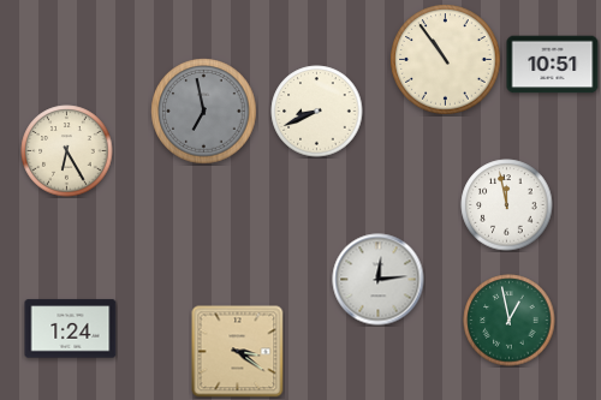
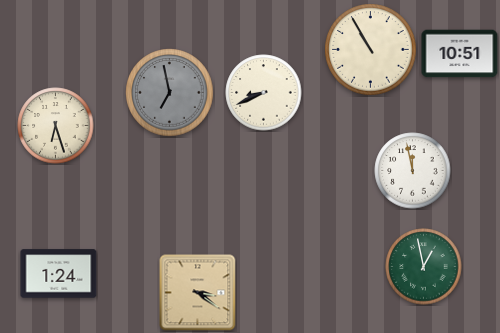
clock at (446, 60): 10:54 -> 10:55
clock at (67, 151): 6:25 -> 6:27
clock at (507, 205) position: (507, 205) -> (413, 171)
clock at (379, 280): 12:14 -> none
